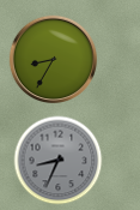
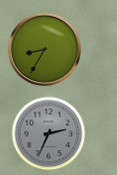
clock at (59, 161): 8:34 -> 2:34
